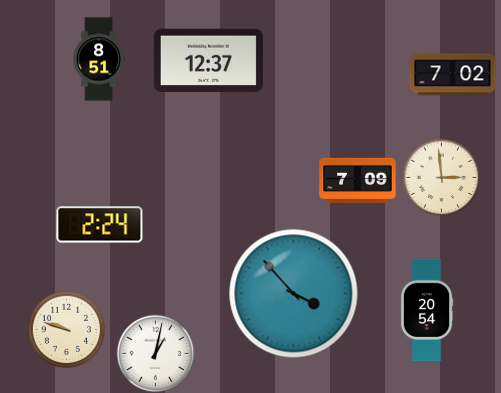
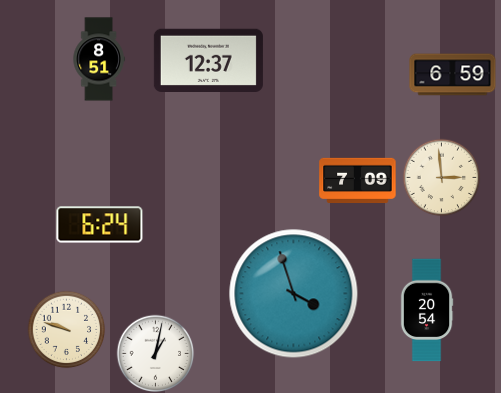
clock at (453, 75): 7:02 -> 6:59
clock at (100, 225): 2:24 -> 6:24
clock at (294, 294): 3:53 -> 3:57
